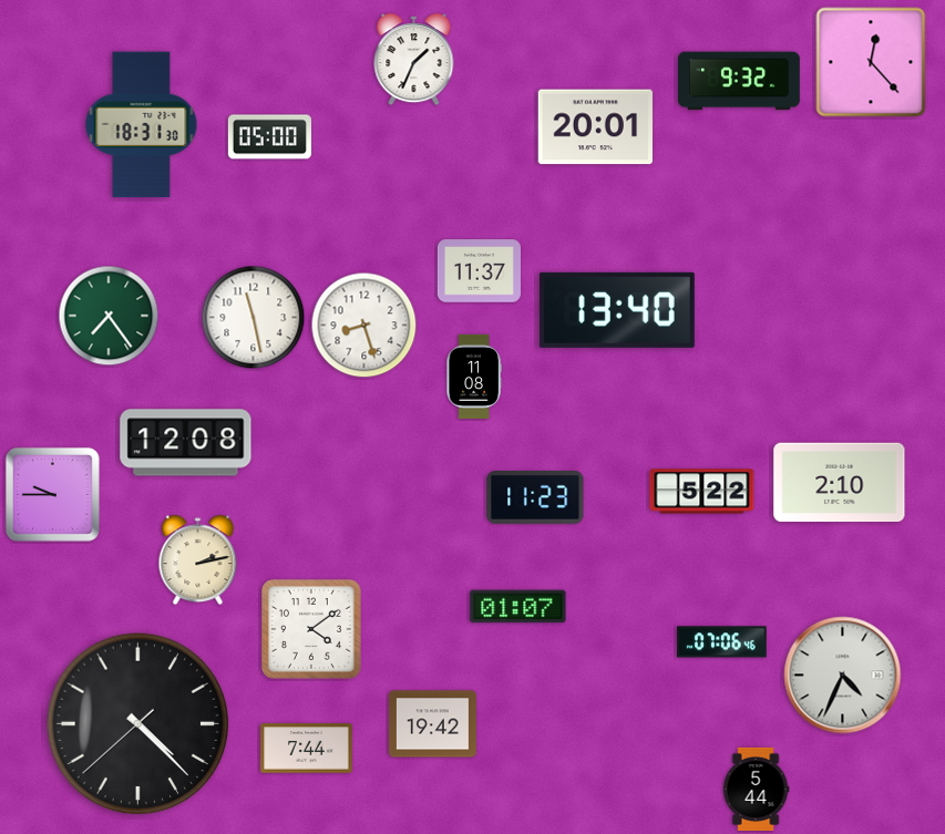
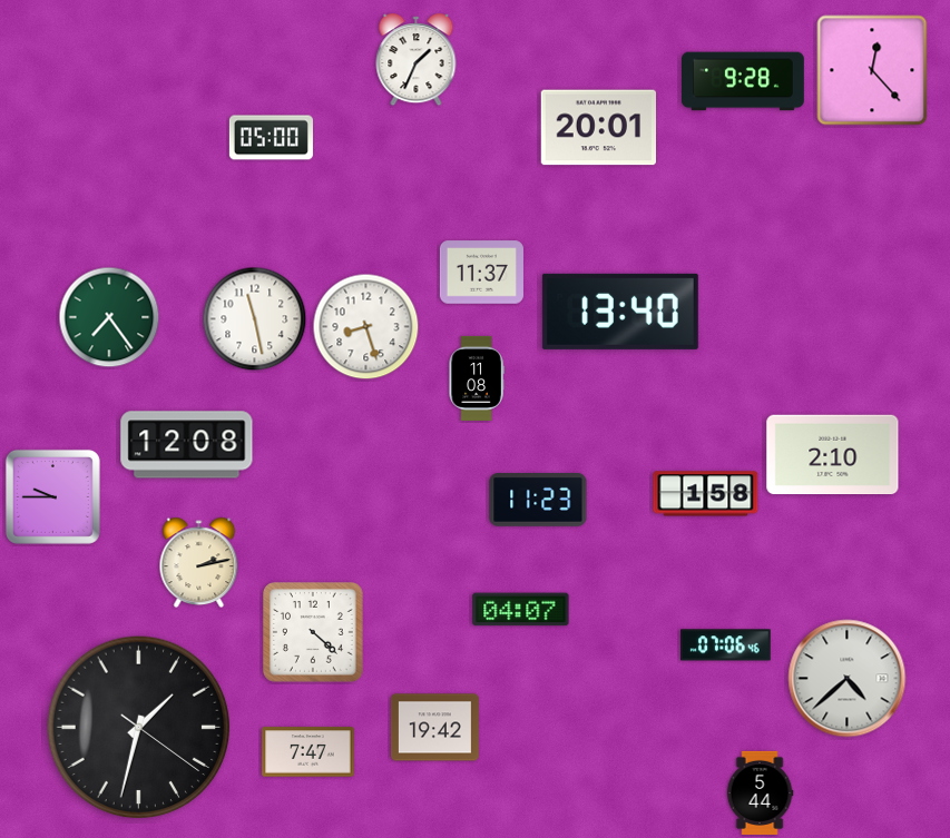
clock at (871, 62) position: (871, 62) -> (872, 70)
clock at (740, 81): 9:32 -> 9:28
clock at (142, 125): 18:31 -> none
clock at (840, 483) position: (840, 483) -> (833, 455)
clock at (702, 492): 5:22 -> 1:58
clock at (518, 607): 01:07 -> 04:07
clock at (312, 630): 4:09 -> 4:22
clock at (843, 676): 4:34 -> 4:38
clock at (138, 724): 4:22 -> 1:32
clock at (307, 749): 7:44 -> 7:47
